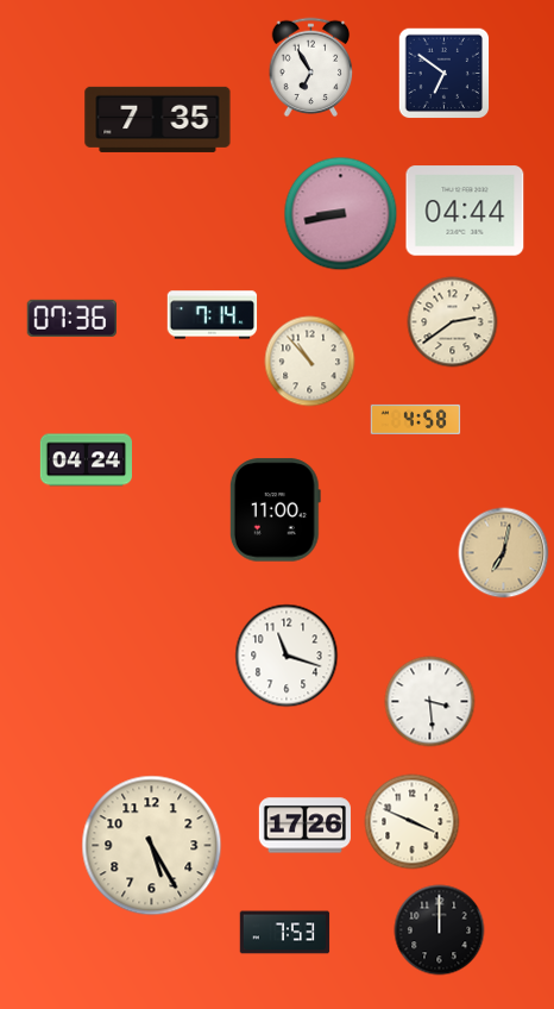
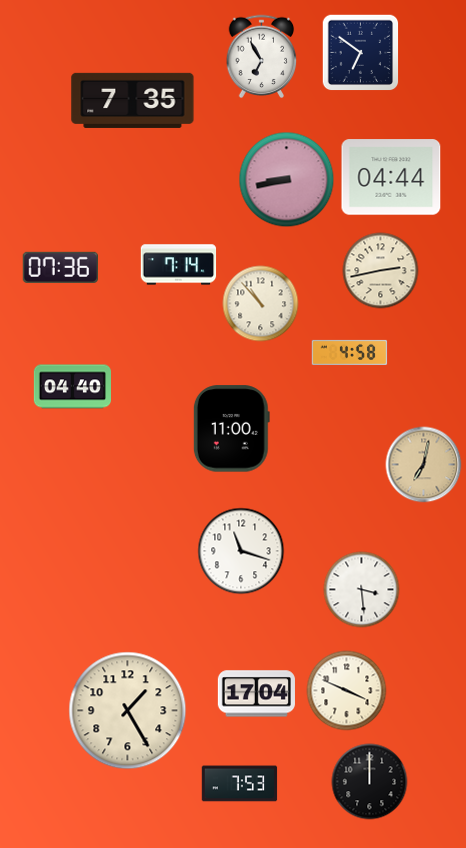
clock at (443, 73) position: (443, 73) -> (360, 52)
clock at (453, 322): 2:39 -> 2:43
clock at (86, 460): 04:24 -> 04:40
clock at (304, 826): 17:26 -> 17:04
clock at (152, 846): 5:25 -> 1:25
